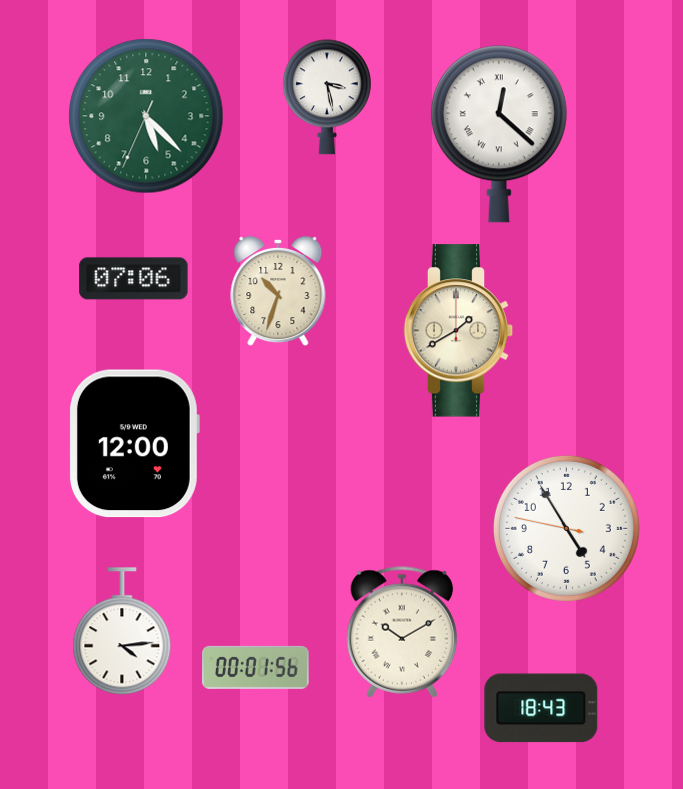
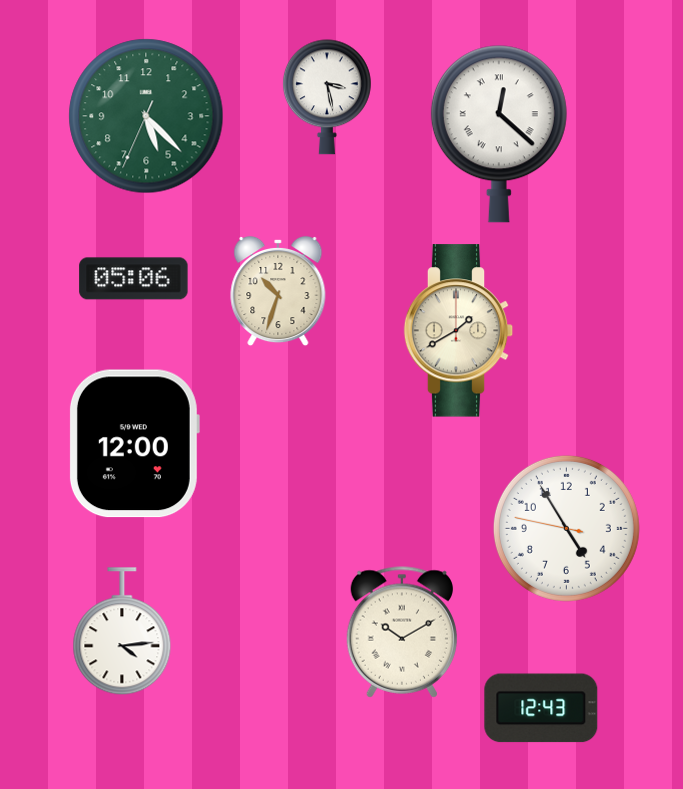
clock at (134, 279): 07:06 -> 05:06
clock at (256, 667): 00:01 -> none
clock at (541, 708): 18:43 -> 12:43
